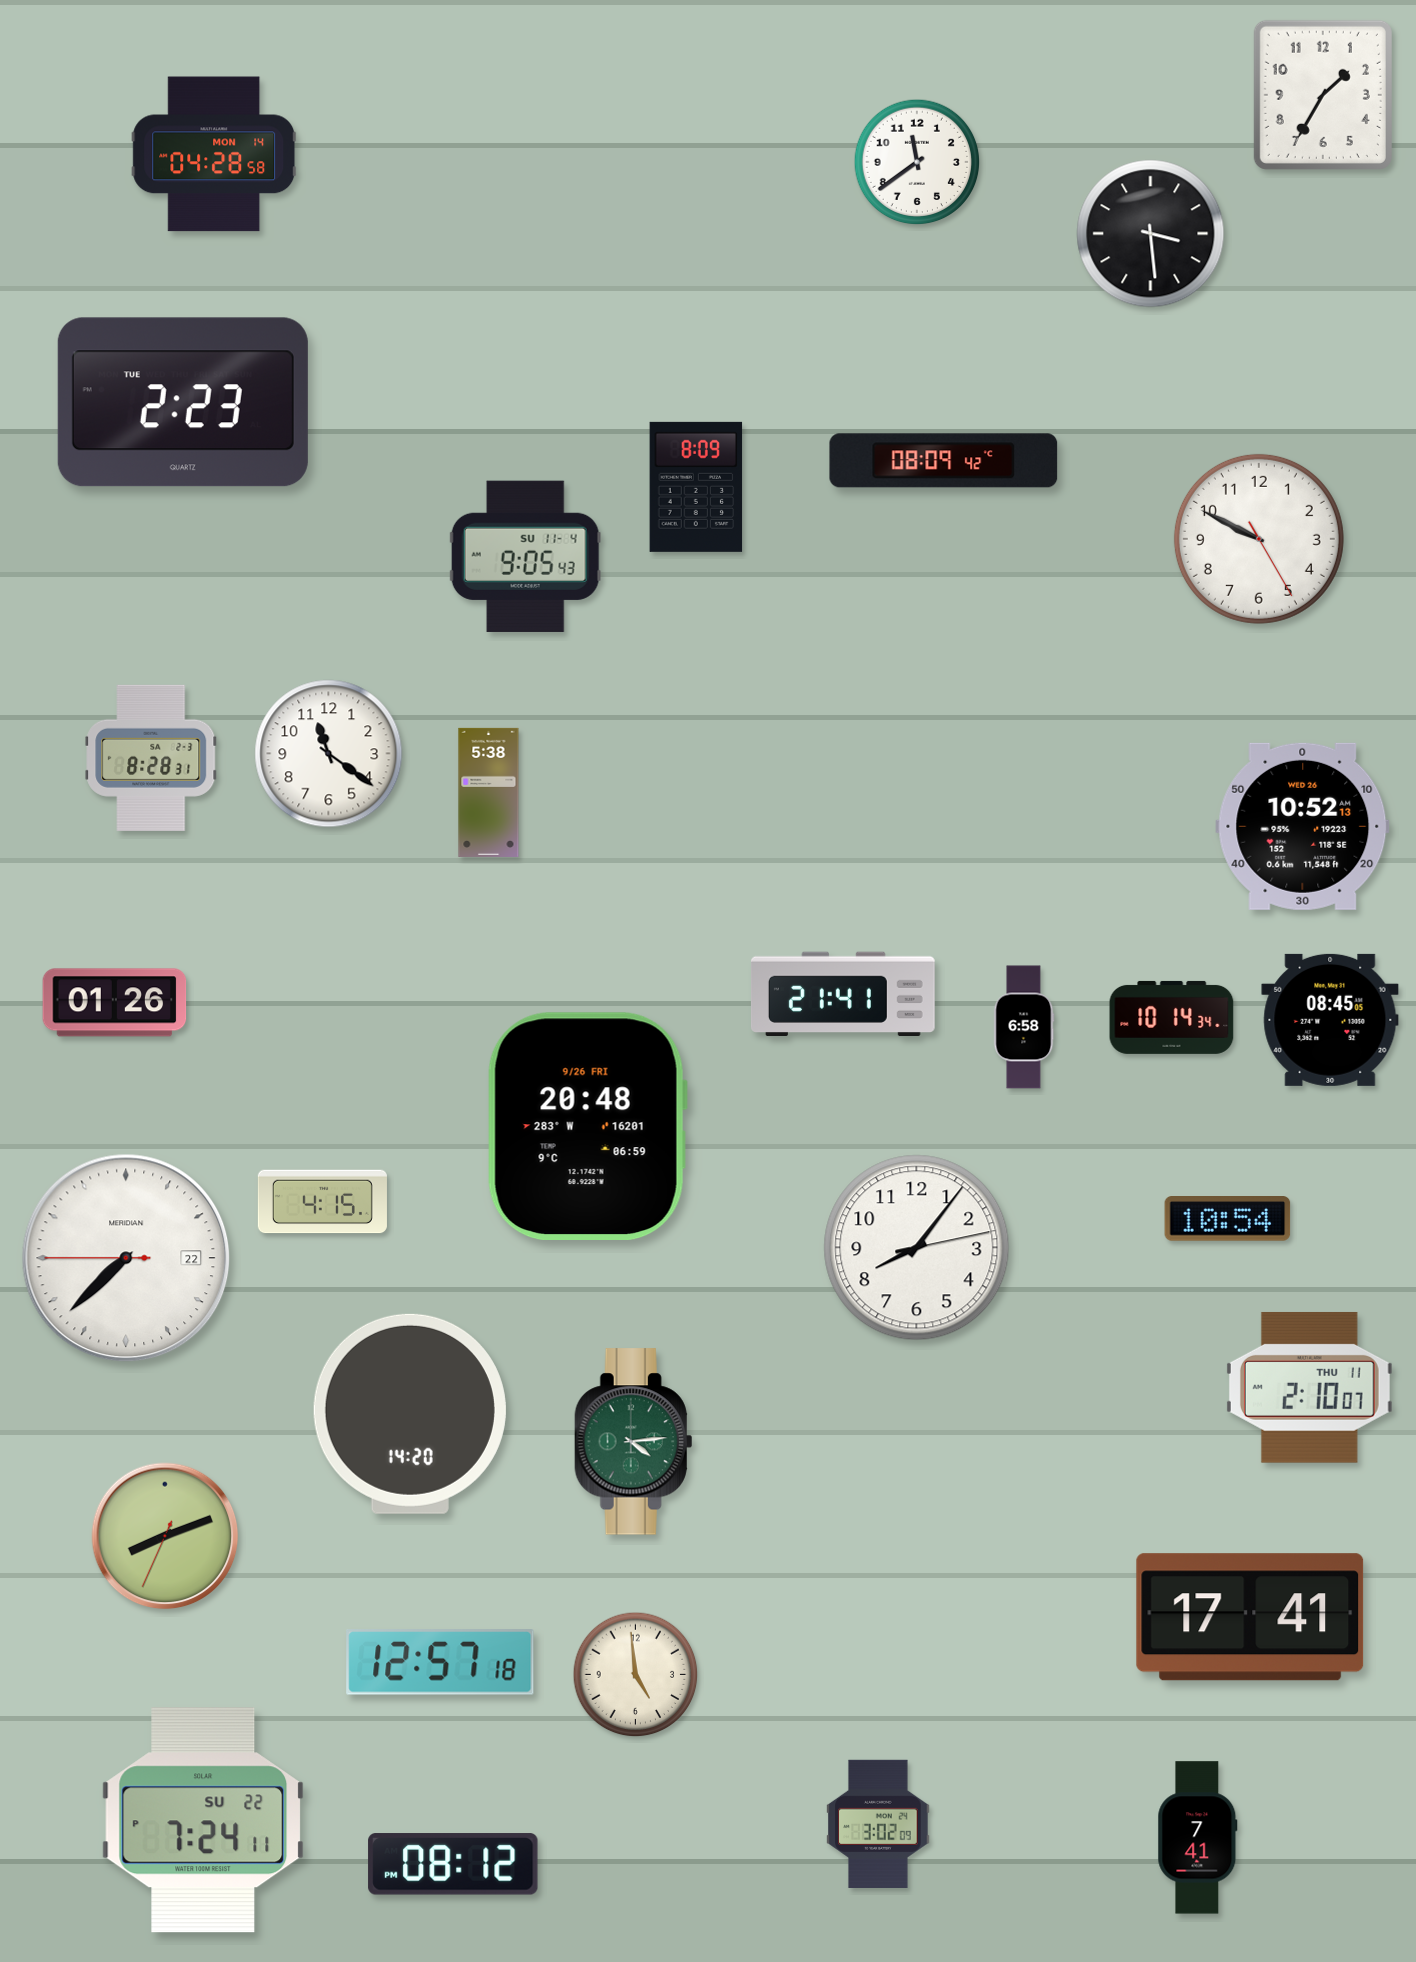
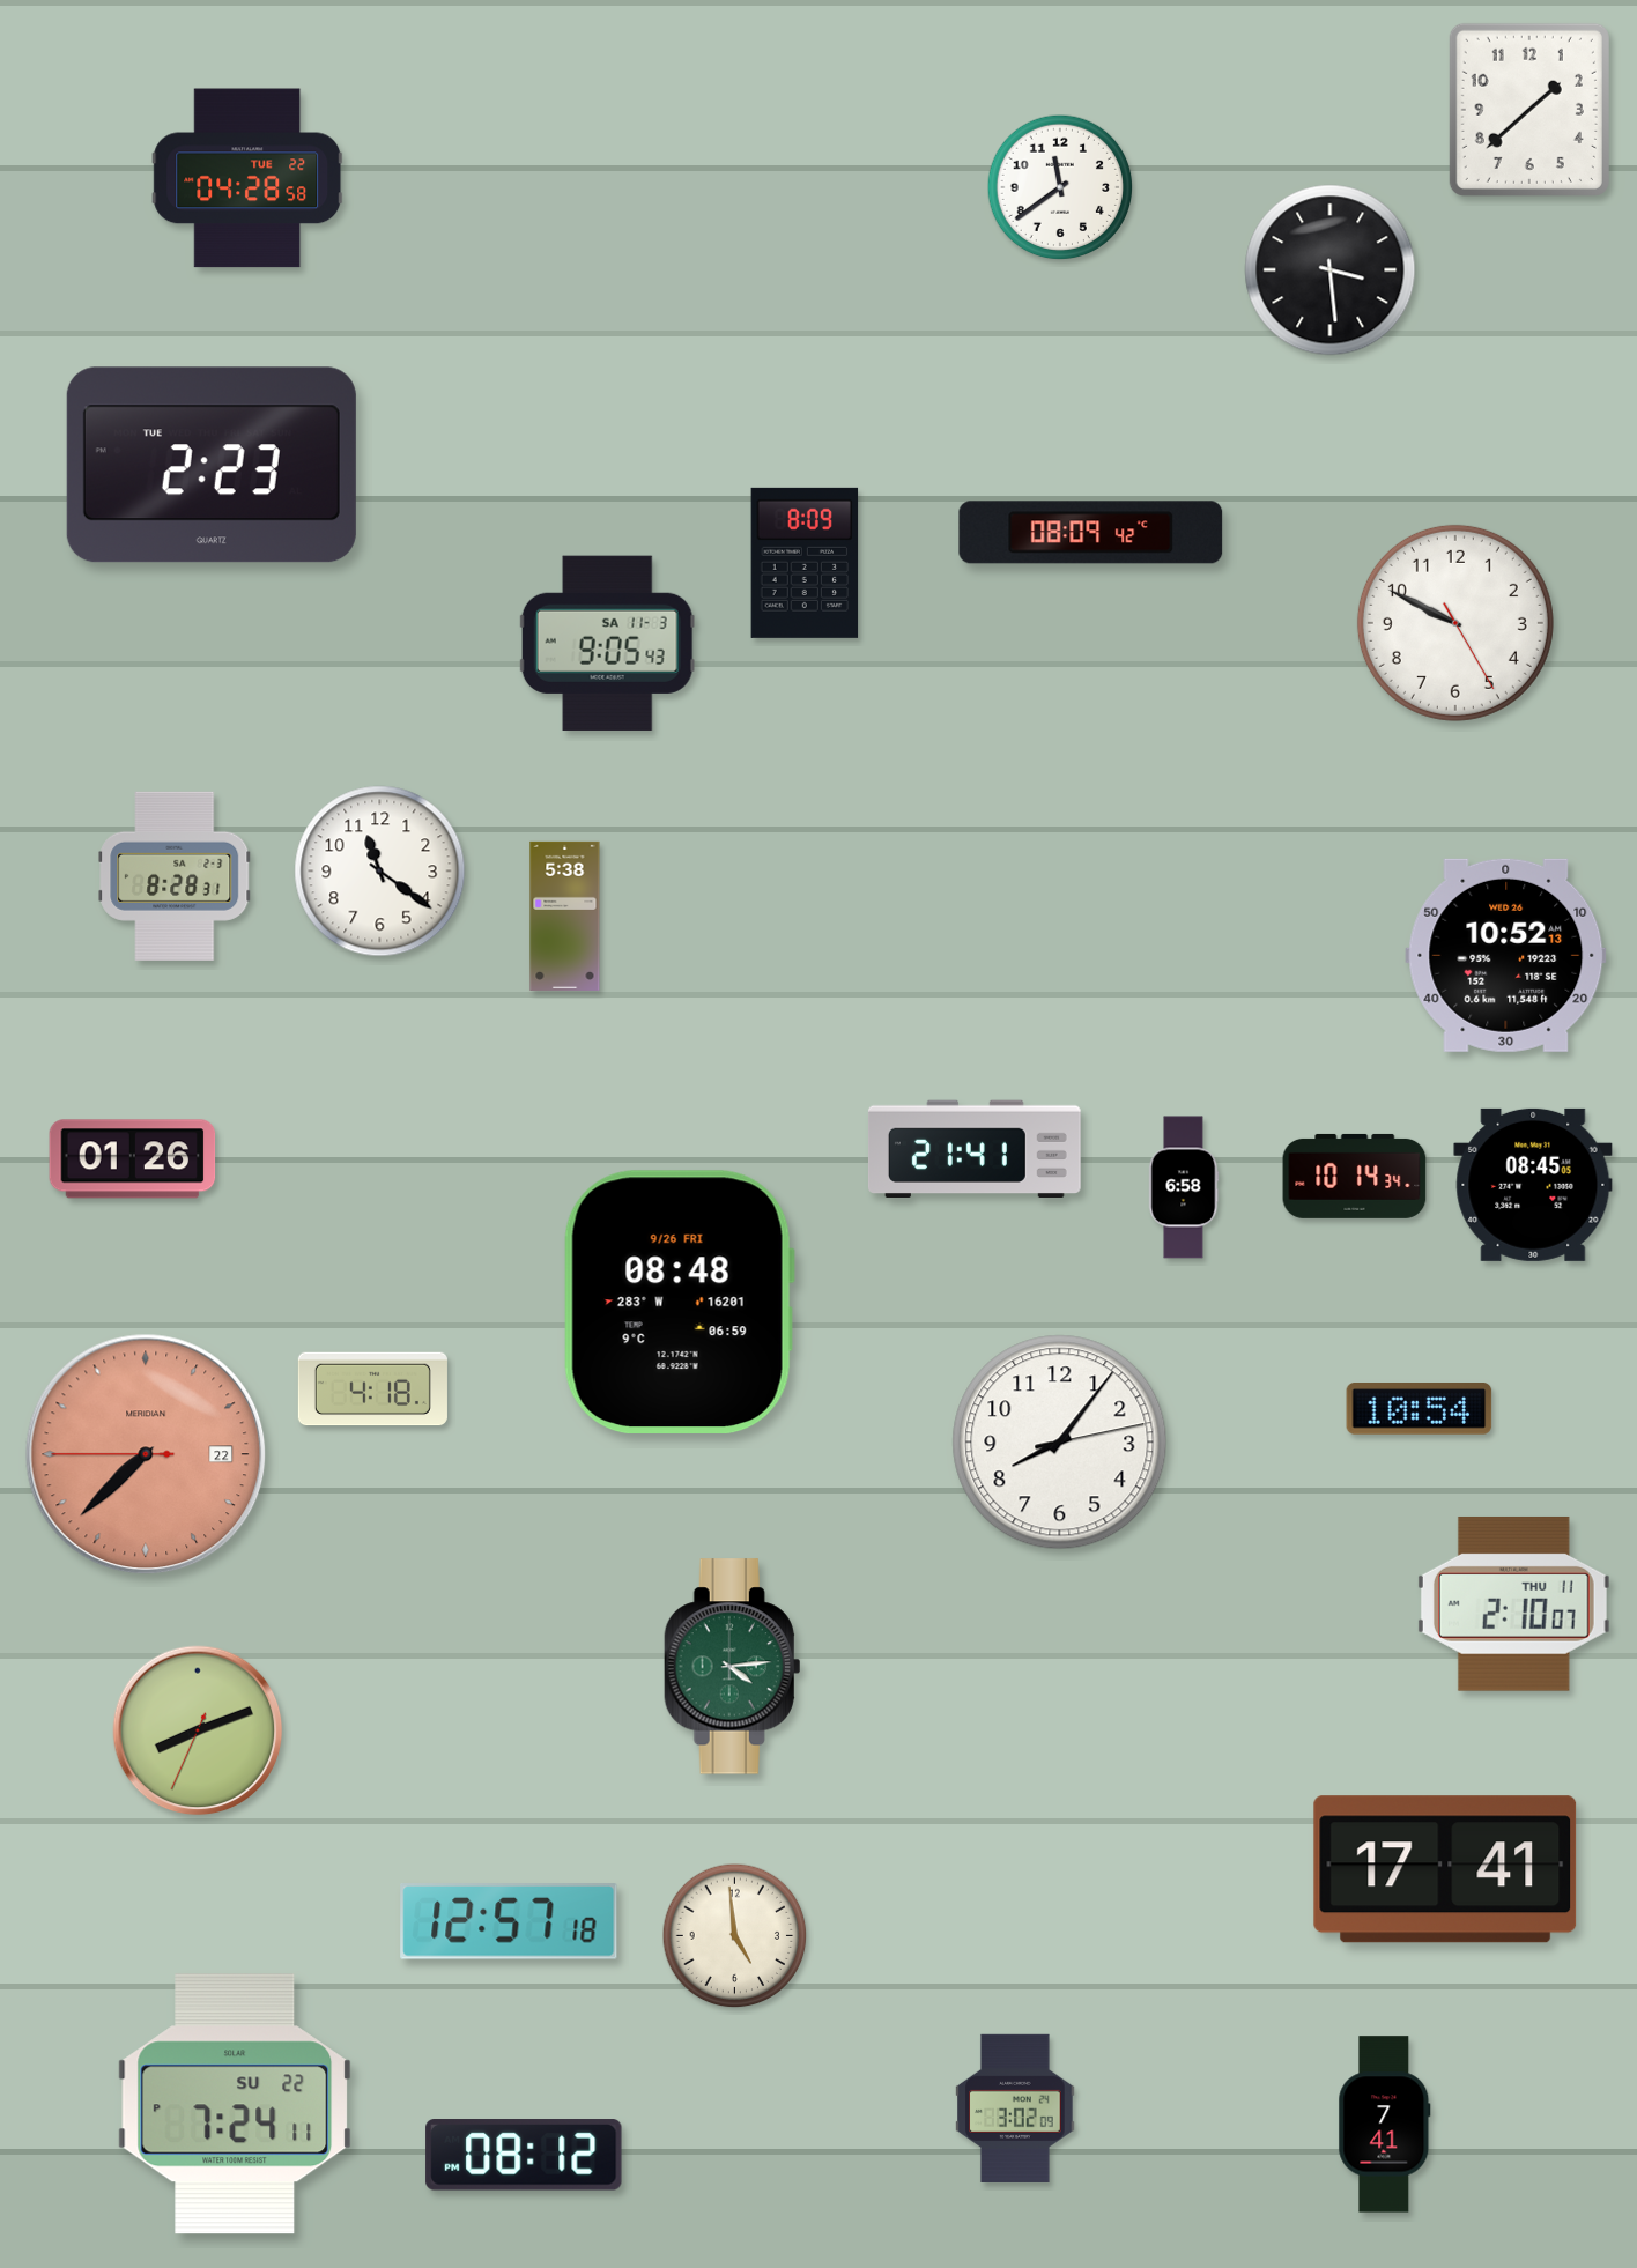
clock at (1323, 95): 1:35 -> 1:38
clock at (214, 154) date: MON 14 -> TUE 22
clock at (525, 556) date: SU 11-4 -> SA 11-3
clock at (1330, 1020) position: (1330, 1020) -> (1533, 1185)
clock at (587, 1126): 20:48 -> 08:48
clock at (322, 1202): 4:15 -> 4:18
clock at (126, 1258) dial: white -> salmon
clock at (410, 1414): 14:20 -> none
clock at (165, 1536) position: (165, 1536) -> (198, 1730)
